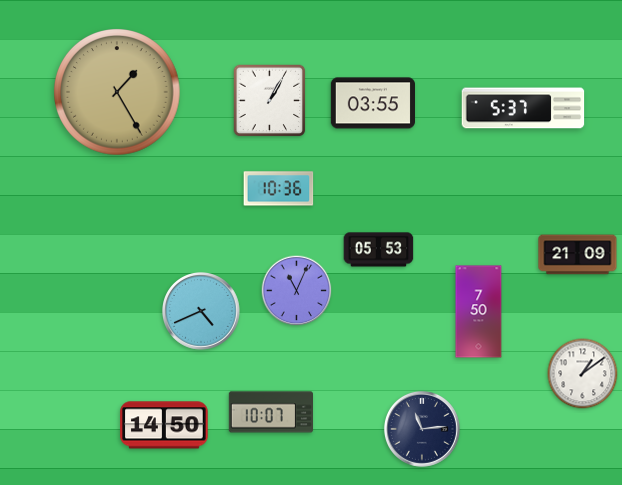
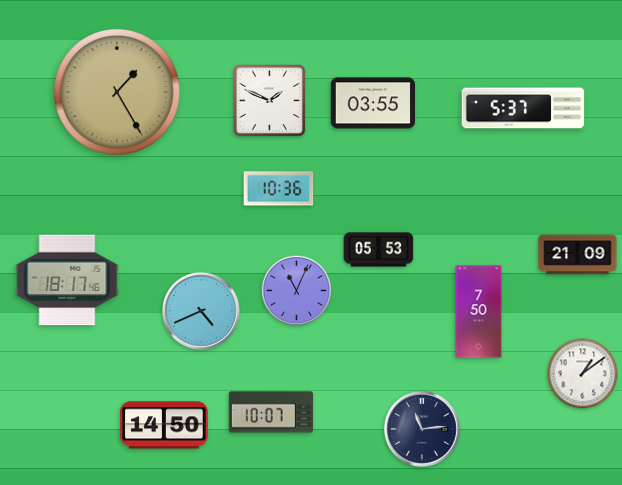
clock at (270, 101): 1:05 -> 1:49
clock at (67, 280): none -> 18:17
